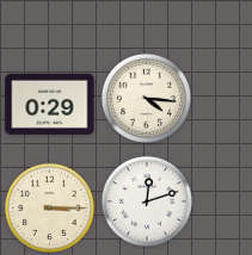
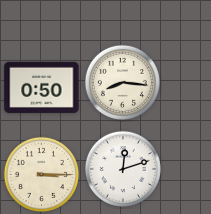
clock at (146, 98): 4:16 -> 8:16
clock at (50, 104): 0:29 -> 0:50
